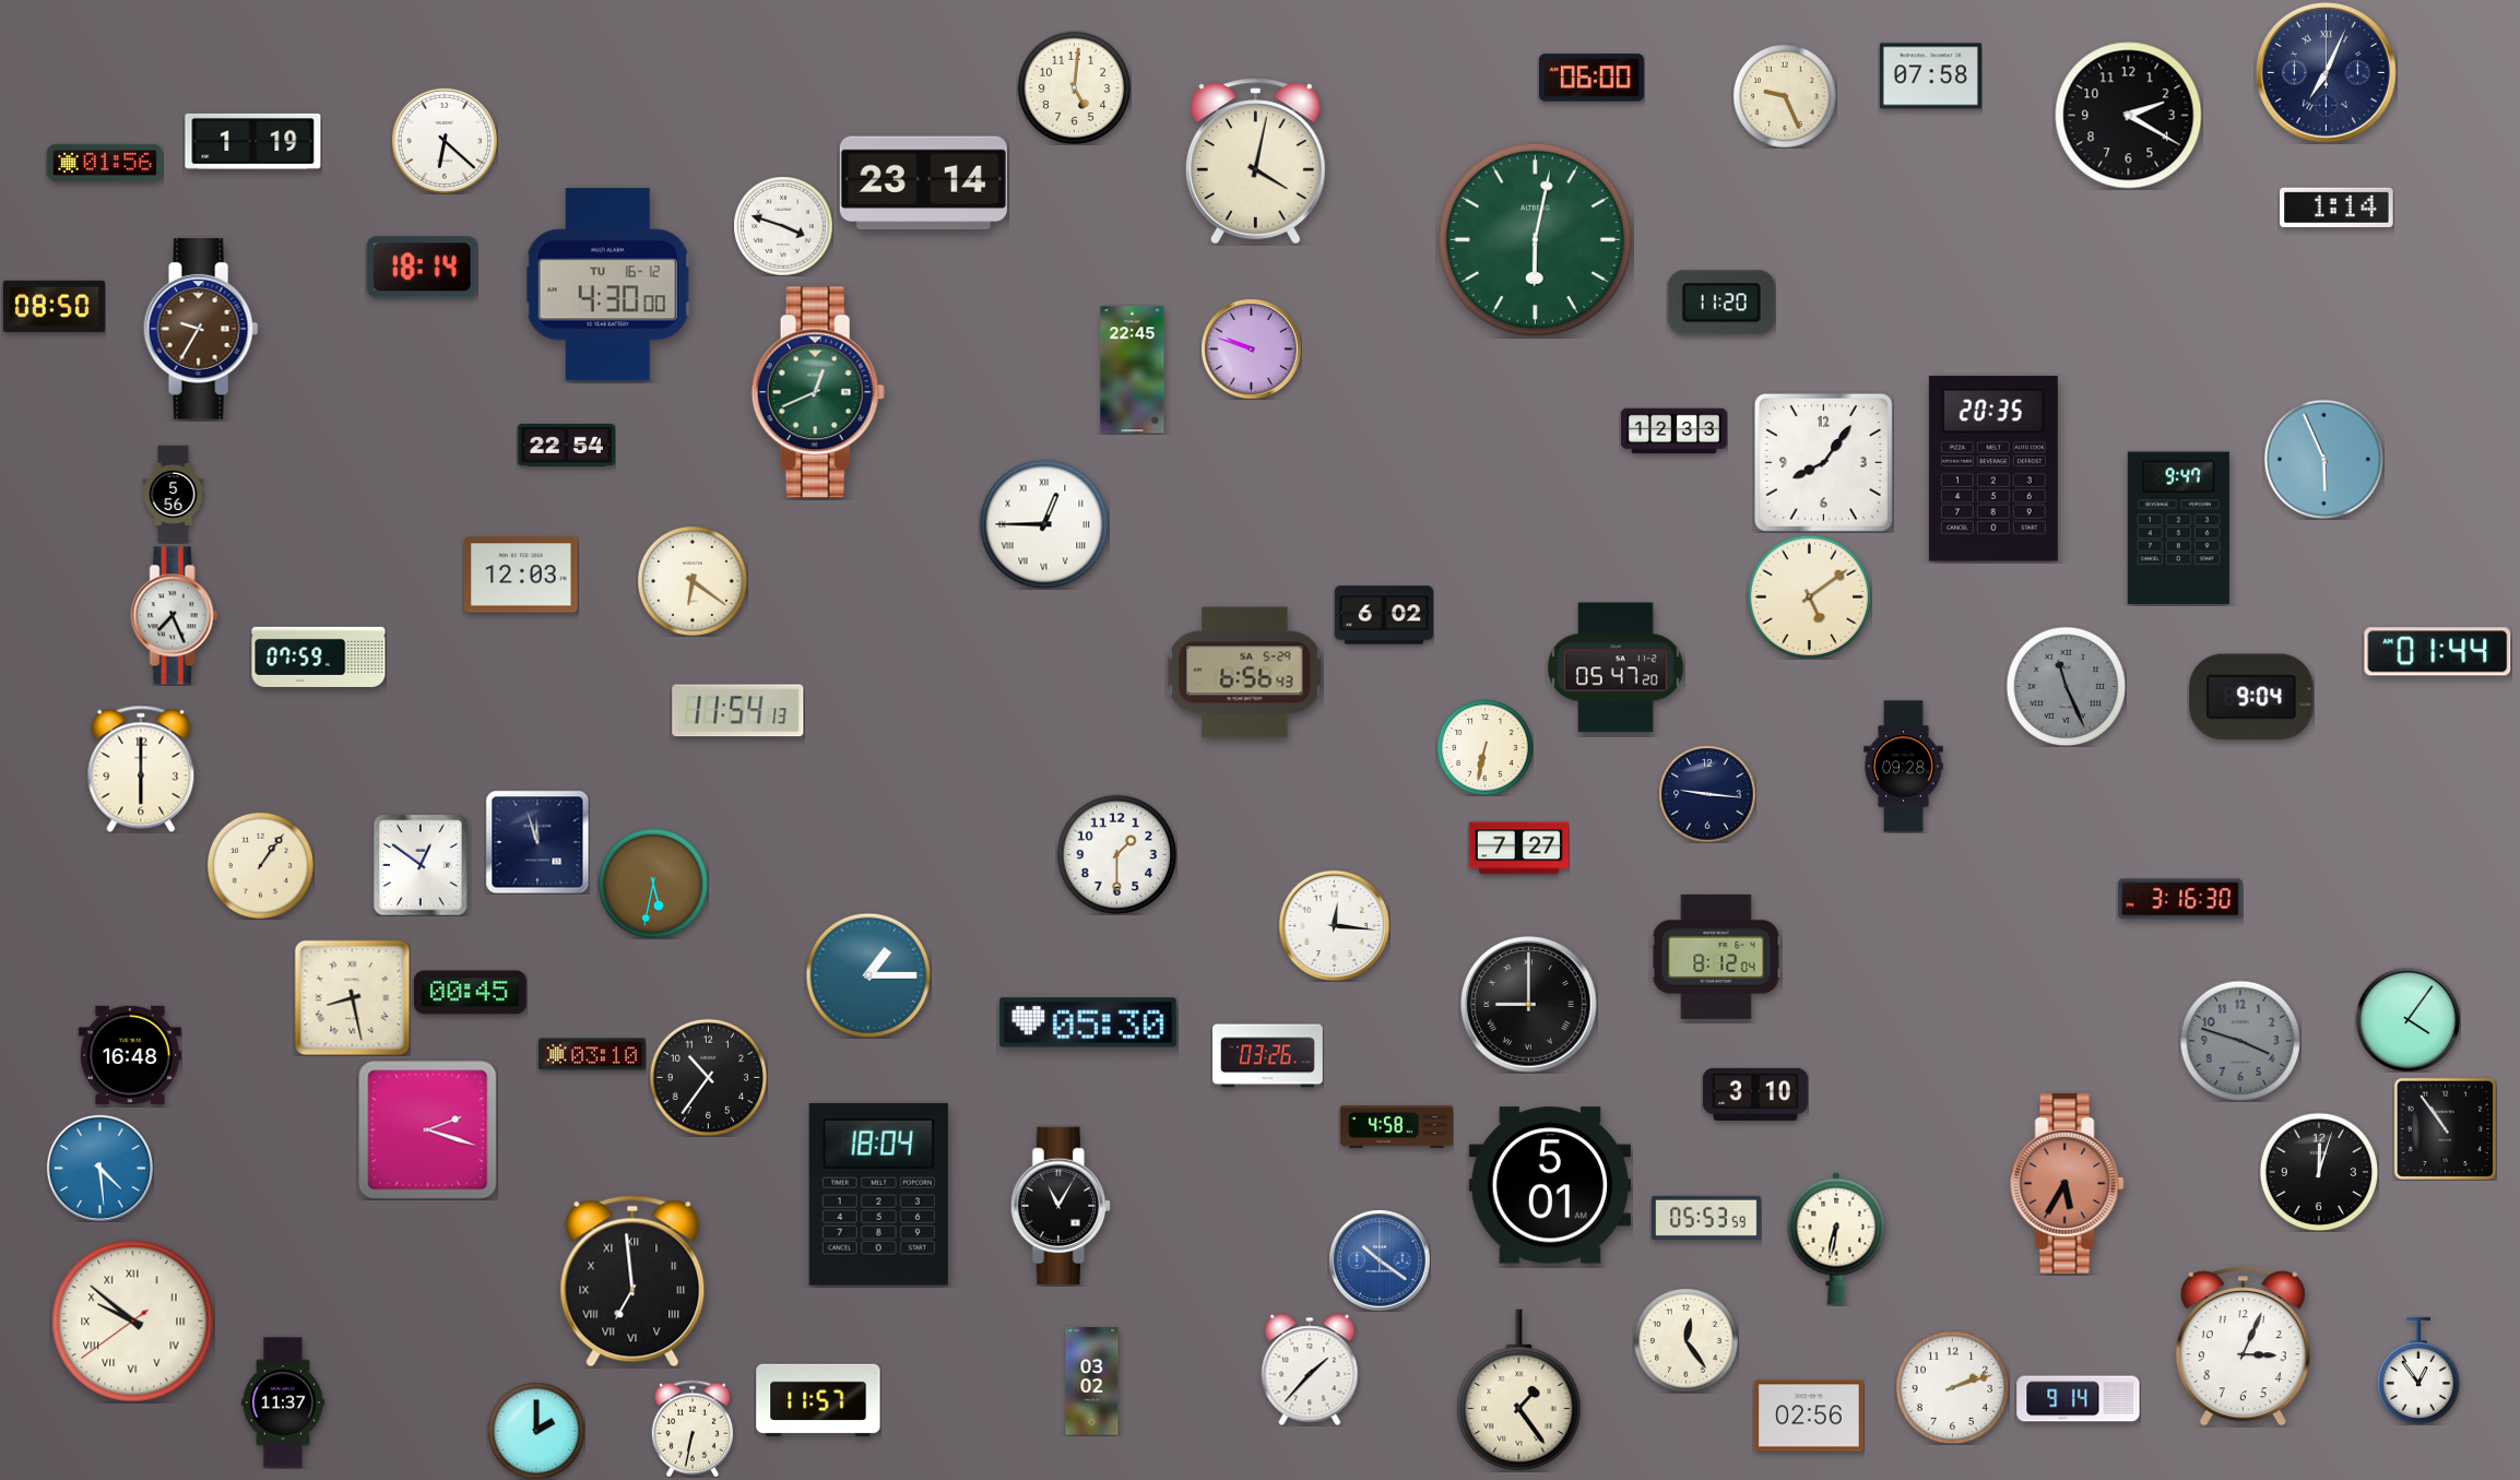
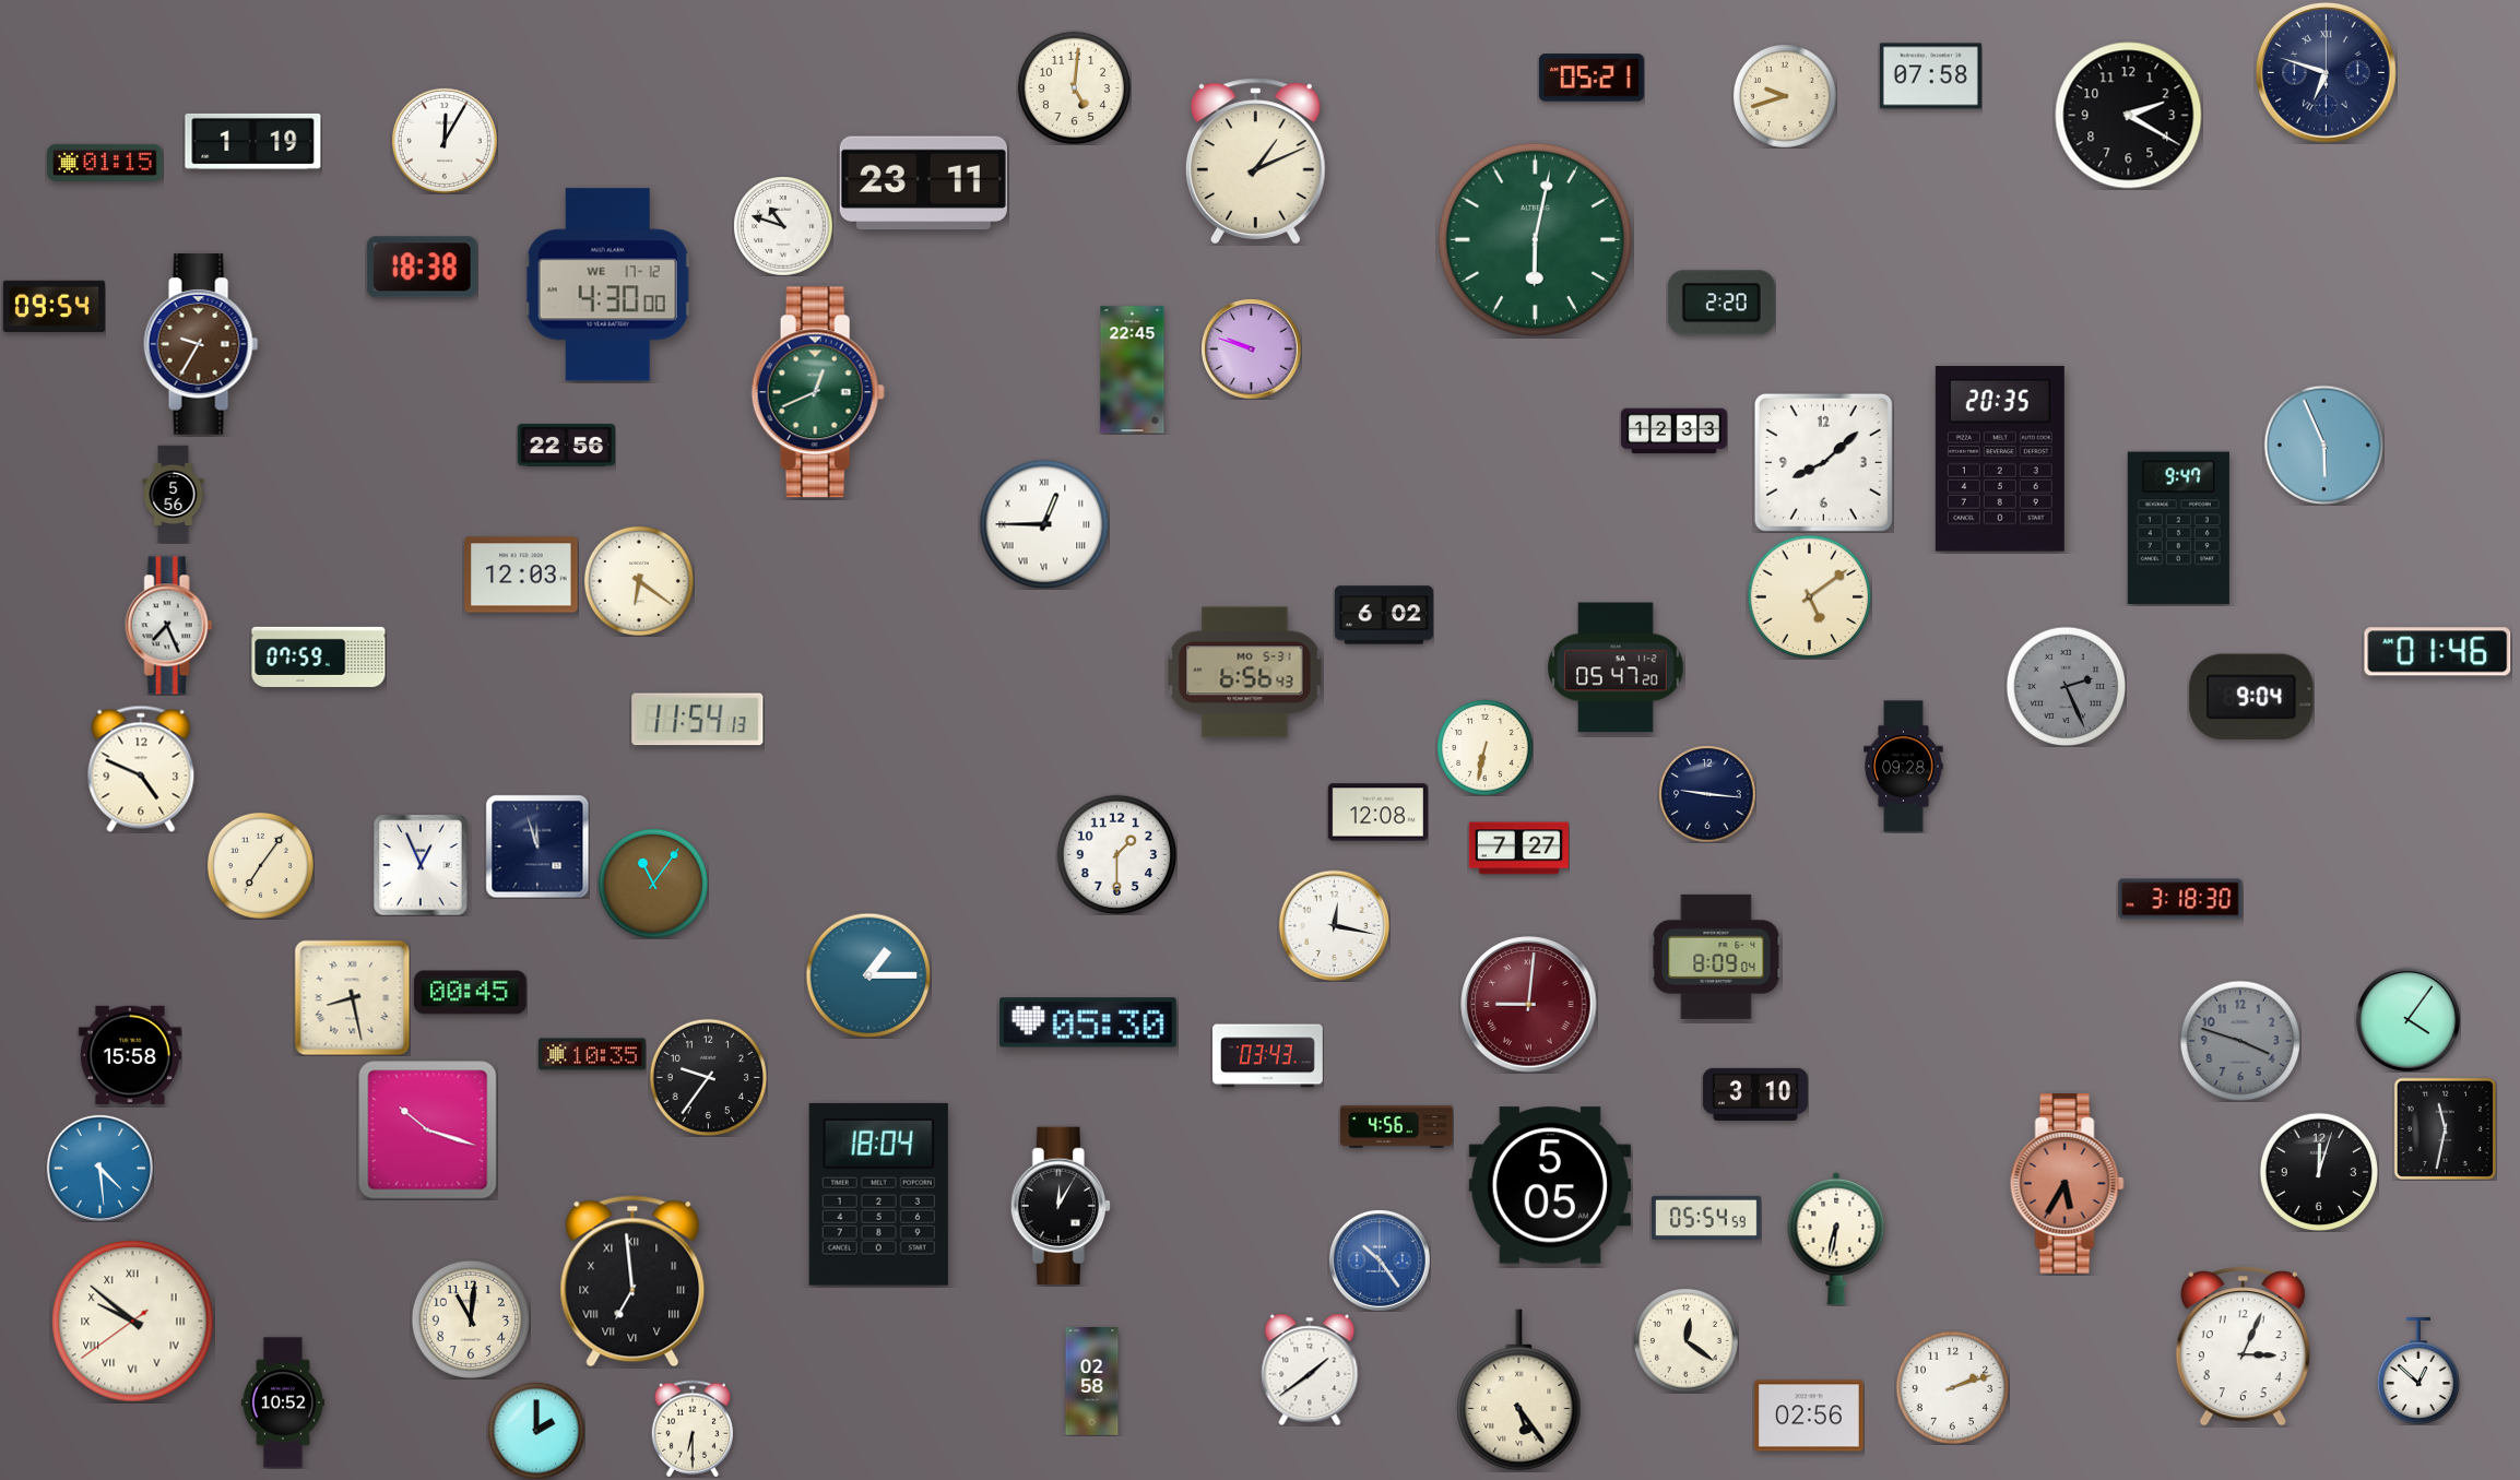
clock at (2326, 72): 7:04 -> 6:48
clock at (1592, 78): 06:00 -> 05:21
clock at (1785, 96): 9:26 -> 9:42
clock at (445, 141): 6:22 -> 12:05
clock at (1255, 162): 4:02 -> 1:11
clock at (105, 163): 01:56 -> 01:15
clock at (923, 183): 23:14 -> 23:11
clock at (2336, 208): 1:14 -> none
clock at (783, 226): 3:48 -> 10:48
clock at (422, 268): 18:14 -> 18:38
clock at (608, 285) date: TU 16-12 -> WE 17-12
clock at (1722, 303): 11:20 -> 2:20
clock at (54, 306): 08:50 -> 09:54
clock at (201, 330) position: (201, 330) -> (201, 345)
clock at (566, 445): 22:54 -> 22:56
clock at (2323, 459) position: (2323, 459) -> (2323, 445)
clock at (1823, 462): 8:06 -> 8:08
clock at (1993, 469) position: (1993, 469) -> (2000, 459)
clock at (693, 581) position: (693, 581) -> (639, 581)
clock at (175, 616) position: (175, 616) -> (169, 626)
clock at (2438, 652): 01:44 -> 01:46
clock at (1245, 673) date: SA 5-29 -> MO 5-31
clock at (2066, 686): 11:26 -> 2:26
clock at (738, 711) position: (738, 711) -> (698, 720)
clock at (141, 769): 6:00 -> 4:49
clock at (1377, 813): none -> 12:08
clock at (537, 842) position: (537, 842) -> (537, 846)
clock at (260, 865): 1:06 -> 7:06
clock at (421, 865): 12:51 -> 12:56
clock at (653, 884): 5:32 -> 11:06
clock at (2180, 899): 3:16 -> 3:18
clock at (1334, 925): 12:16 -> 12:17
clock at (1716, 957): 8:12 -> 8:09
clock at (1529, 1005): 9:00 -> 9:01
clock at (1529, 1005) dial: black -> burgundy
clock at (592, 1054): 03:10 -> 10:35
clock at (130, 1055): 16:48 -> 15:58
clock at (1268, 1056): 03:26 -> 03:43
clock at (708, 1077): 10:36 -> 9:36
clock at (1397, 1126): 4:58 -> 4:56
clock at (2445, 1128): 10:54 -> 11:32
clock at (428, 1130): 2:18 -> 10:18
clock at (1550, 1185): 5:01 -> 5:05
clock at (1061, 1206): 11:05 -> 12:05
clock at (1707, 1218): 05:53 -> 05:54
clock at (1380, 1260): 10:21 -> 10:24
clock at (470, 1318): none -> 11:01
clock at (1685, 1340): 12:24 -> 12:21
clock at (1310, 1370): 1:37 -> 1:39
clock at (2418, 1371): 12:54 -> 12:52
clock at (1092, 1382): 03:02 -> 02:58
clock at (1519, 1390): 1:24 -> 5:24
clock at (2079, 1399): 9:14 -> none
clock at (818, 1400): 11:57 -> none
clock at (283, 1402): 11:37 -> 10:52
clock at (691, 1429): 6:32 -> 6:30
